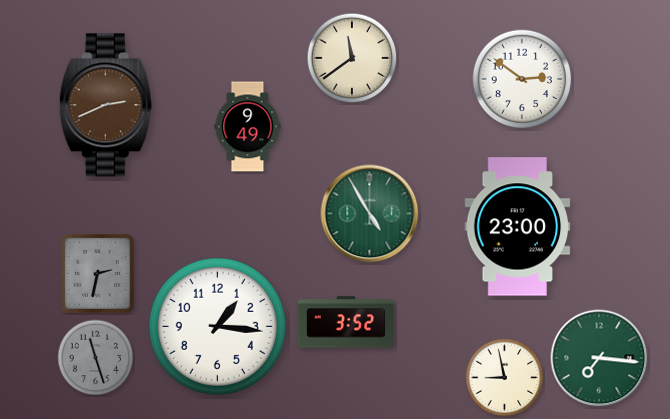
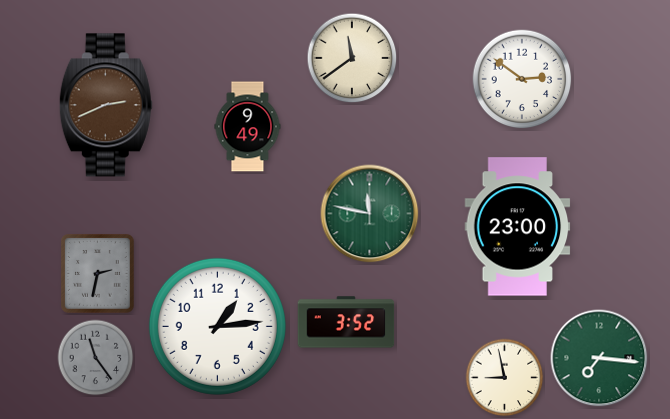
clock at (370, 214): 4:55 -> 11:47
clock at (217, 326): 1:16 -> 1:14
clock at (96, 358): 11:27 -> 11:24
